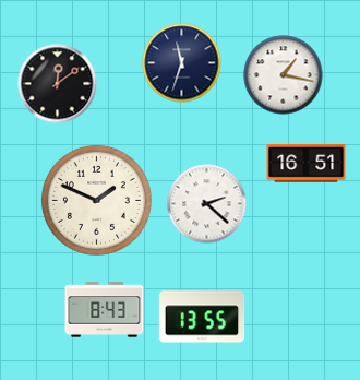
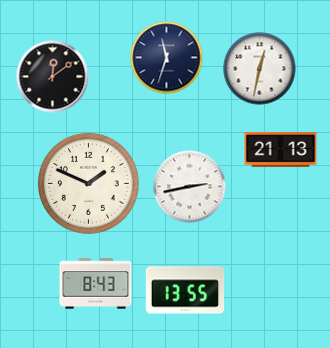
clock at (284, 75): 1:17 -> 12:32
clock at (307, 164): 16:51 -> 21:13
clock at (207, 204): 2:22 -> 2:43
